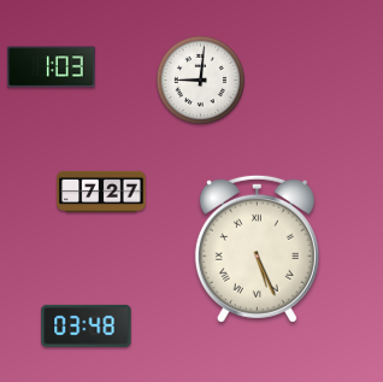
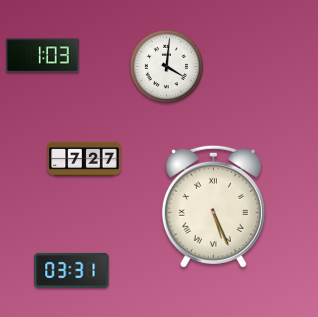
clock at (200, 80): 9:01 -> 4:01
clock at (87, 325): 03:48 -> 03:31
